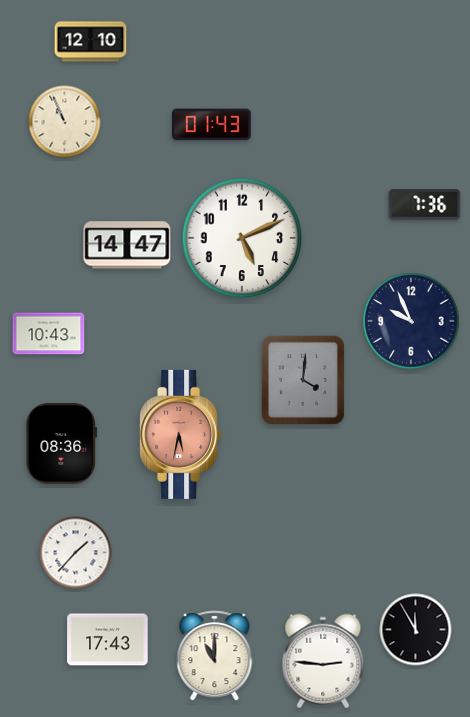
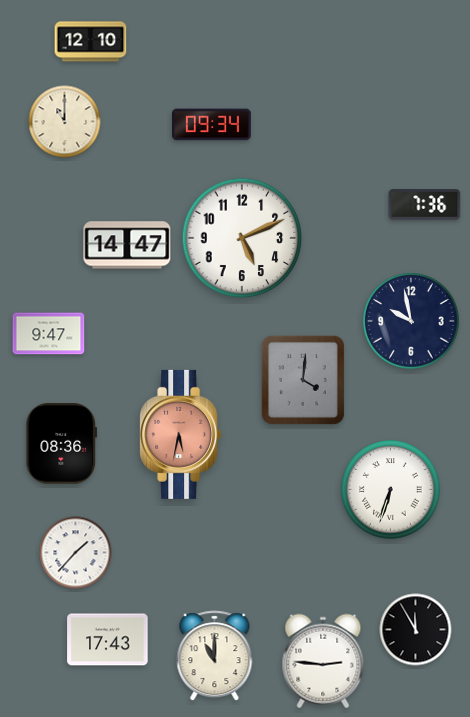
clock at (65, 122): 10:56 -> 11:00
clock at (212, 125): 01:43 -> 09:34
clock at (411, 321): 9:56 -> 9:58
clock at (49, 334): 10:43 -> 9:47
clock at (391, 490): none -> 6:33
